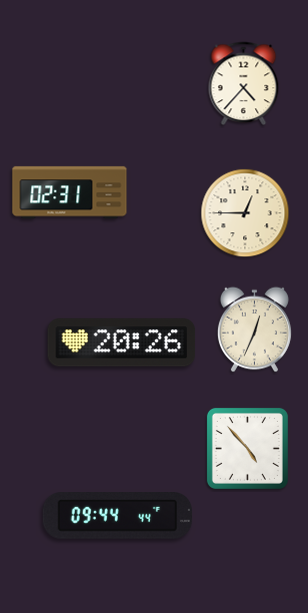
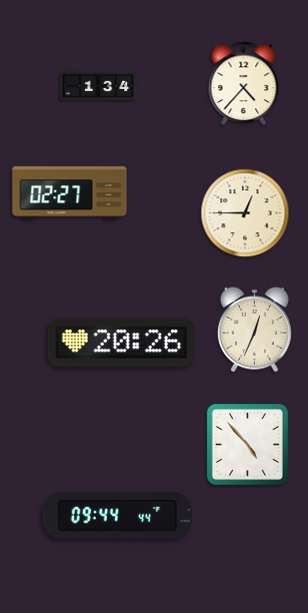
clock at (98, 86): none -> 1:34
clock at (70, 193): 02:31 -> 02:27
clock at (247, 448) position: (247, 448) -> (247, 444)
